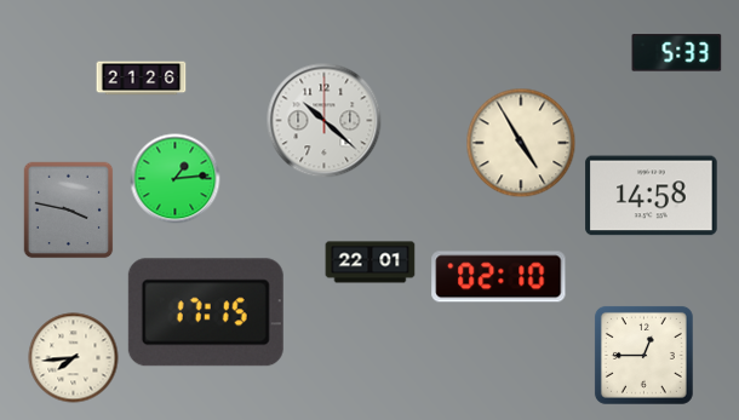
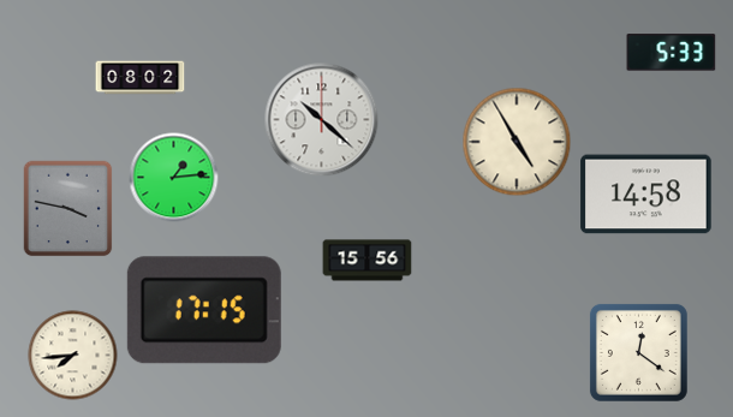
clock at (142, 79): 21:26 -> 08:02
clock at (371, 263): 22:01 -> 15:56
clock at (499, 277): 02:10 -> none
clock at (643, 355): 12:45 -> 12:21
